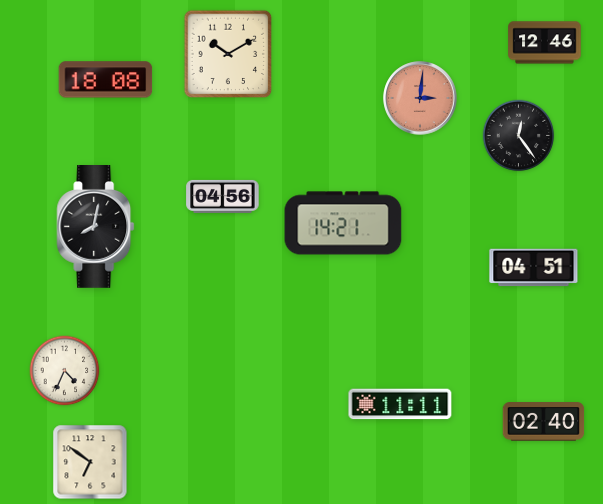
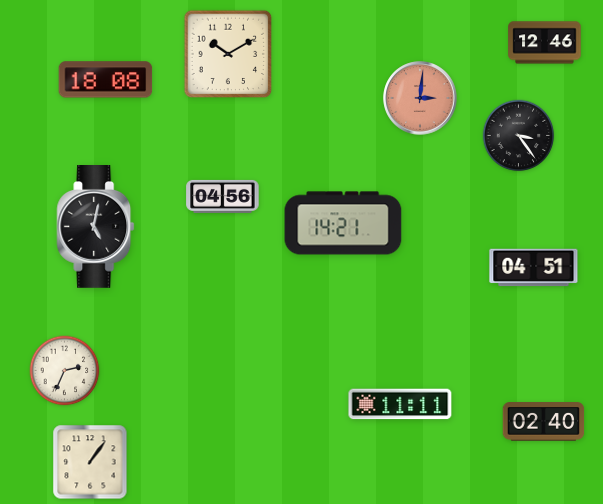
clock at (519, 136): 12:24 -> 3:24
clock at (96, 227): 8:02 -> 5:02
clock at (65, 371): 4:34 -> 2:34
clock at (90, 462): 6:51 -> 1:06
